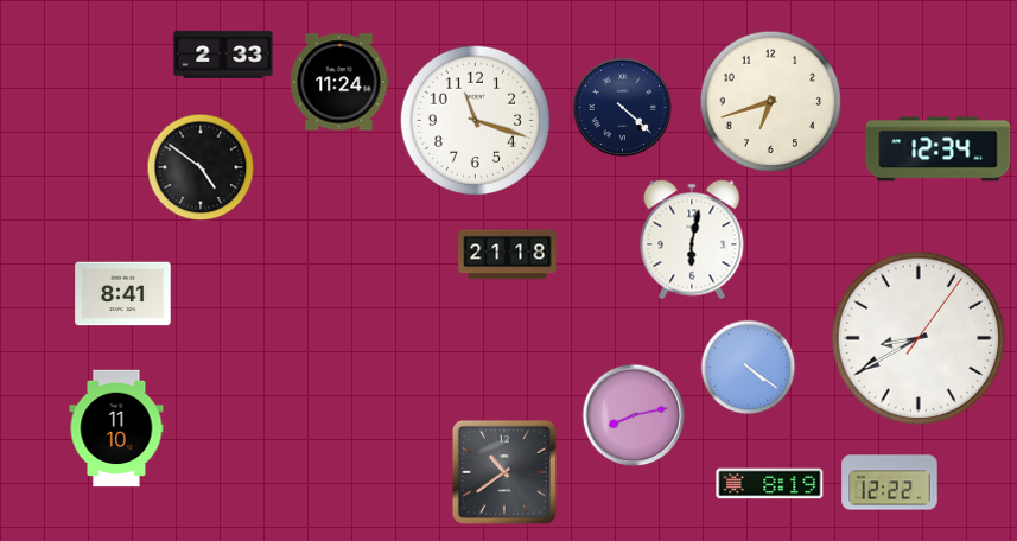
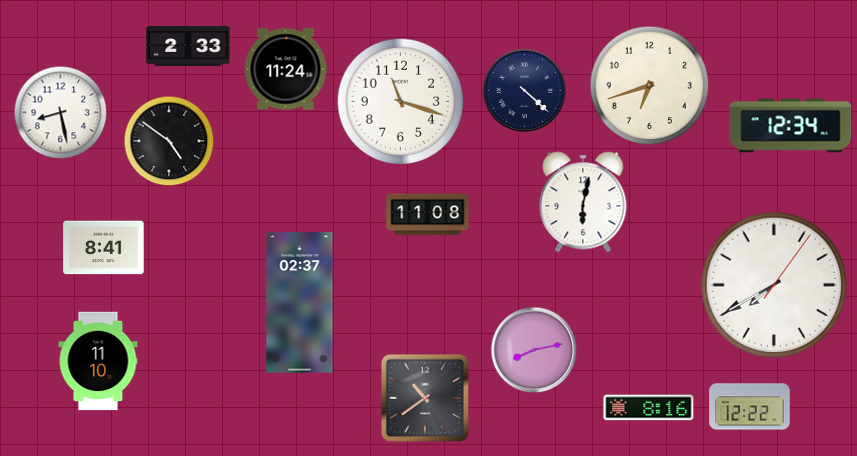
clock at (61, 113): none -> 8:28
clock at (508, 255): 21:18 -> 11:08
clock at (919, 338): 8:40 -> 7:40
clock at (300, 303): none -> 02:37
clock at (749, 368): 4:21 -> none
clock at (770, 484): 8:19 -> 8:16
